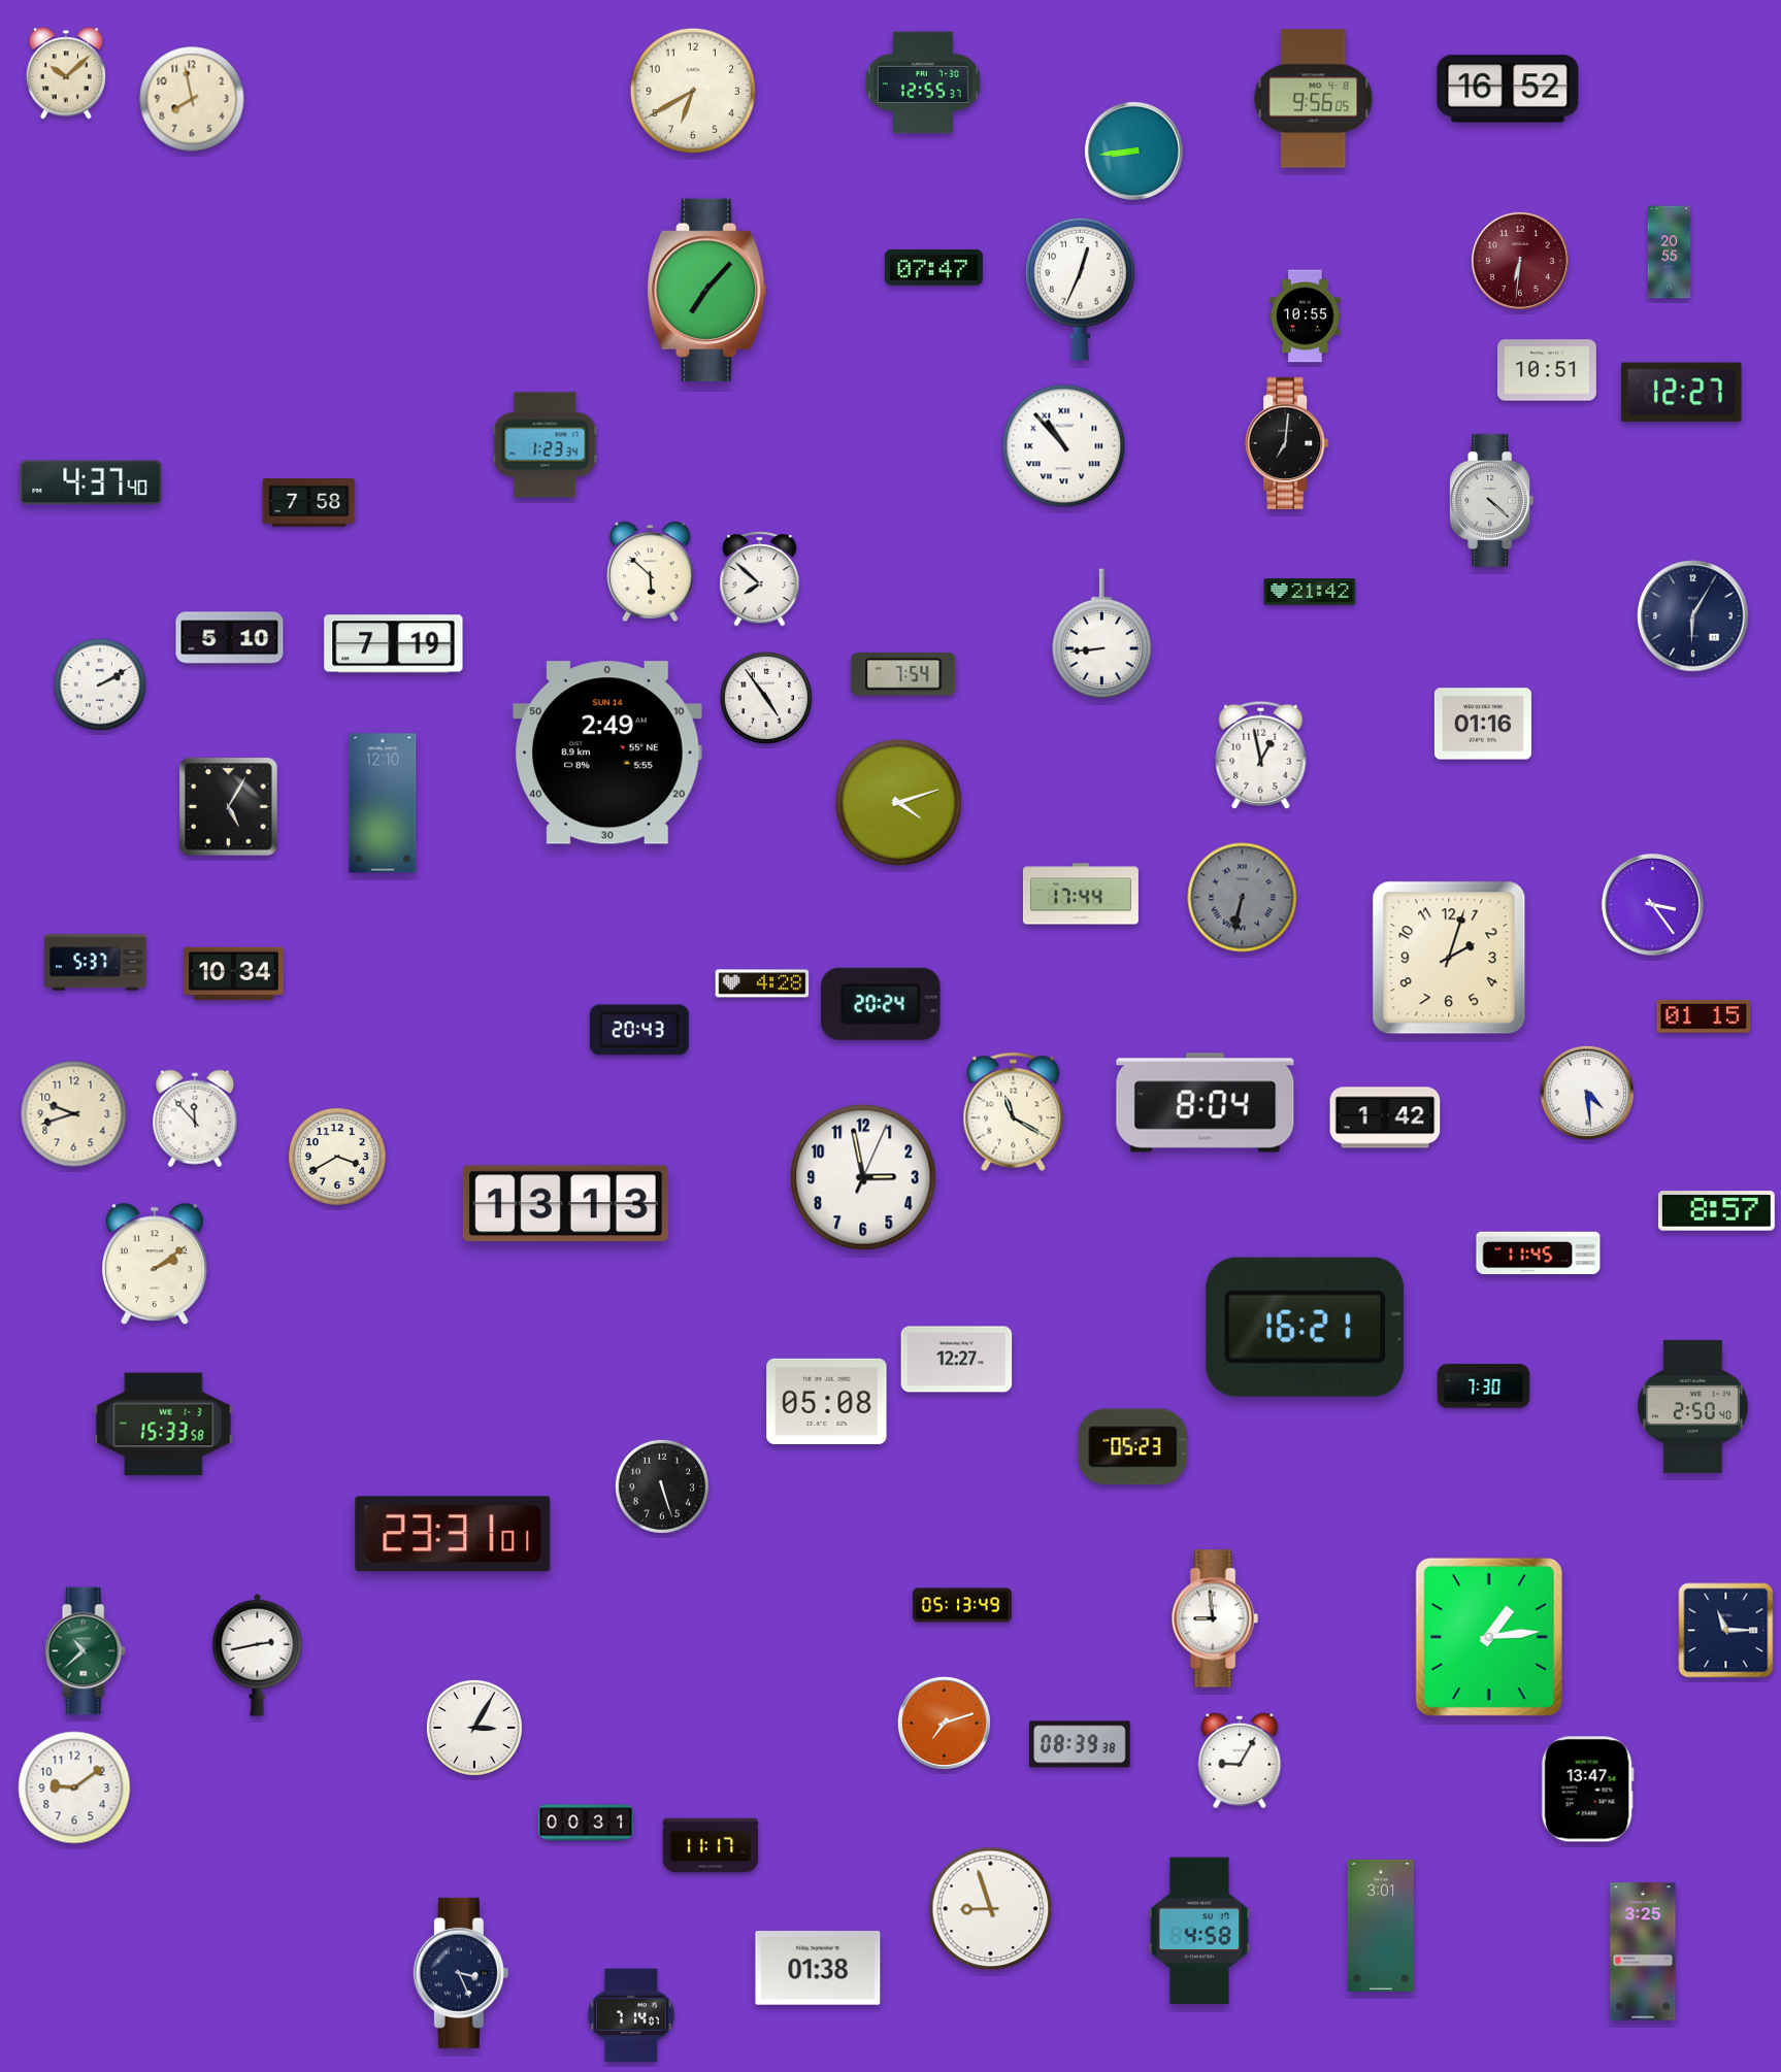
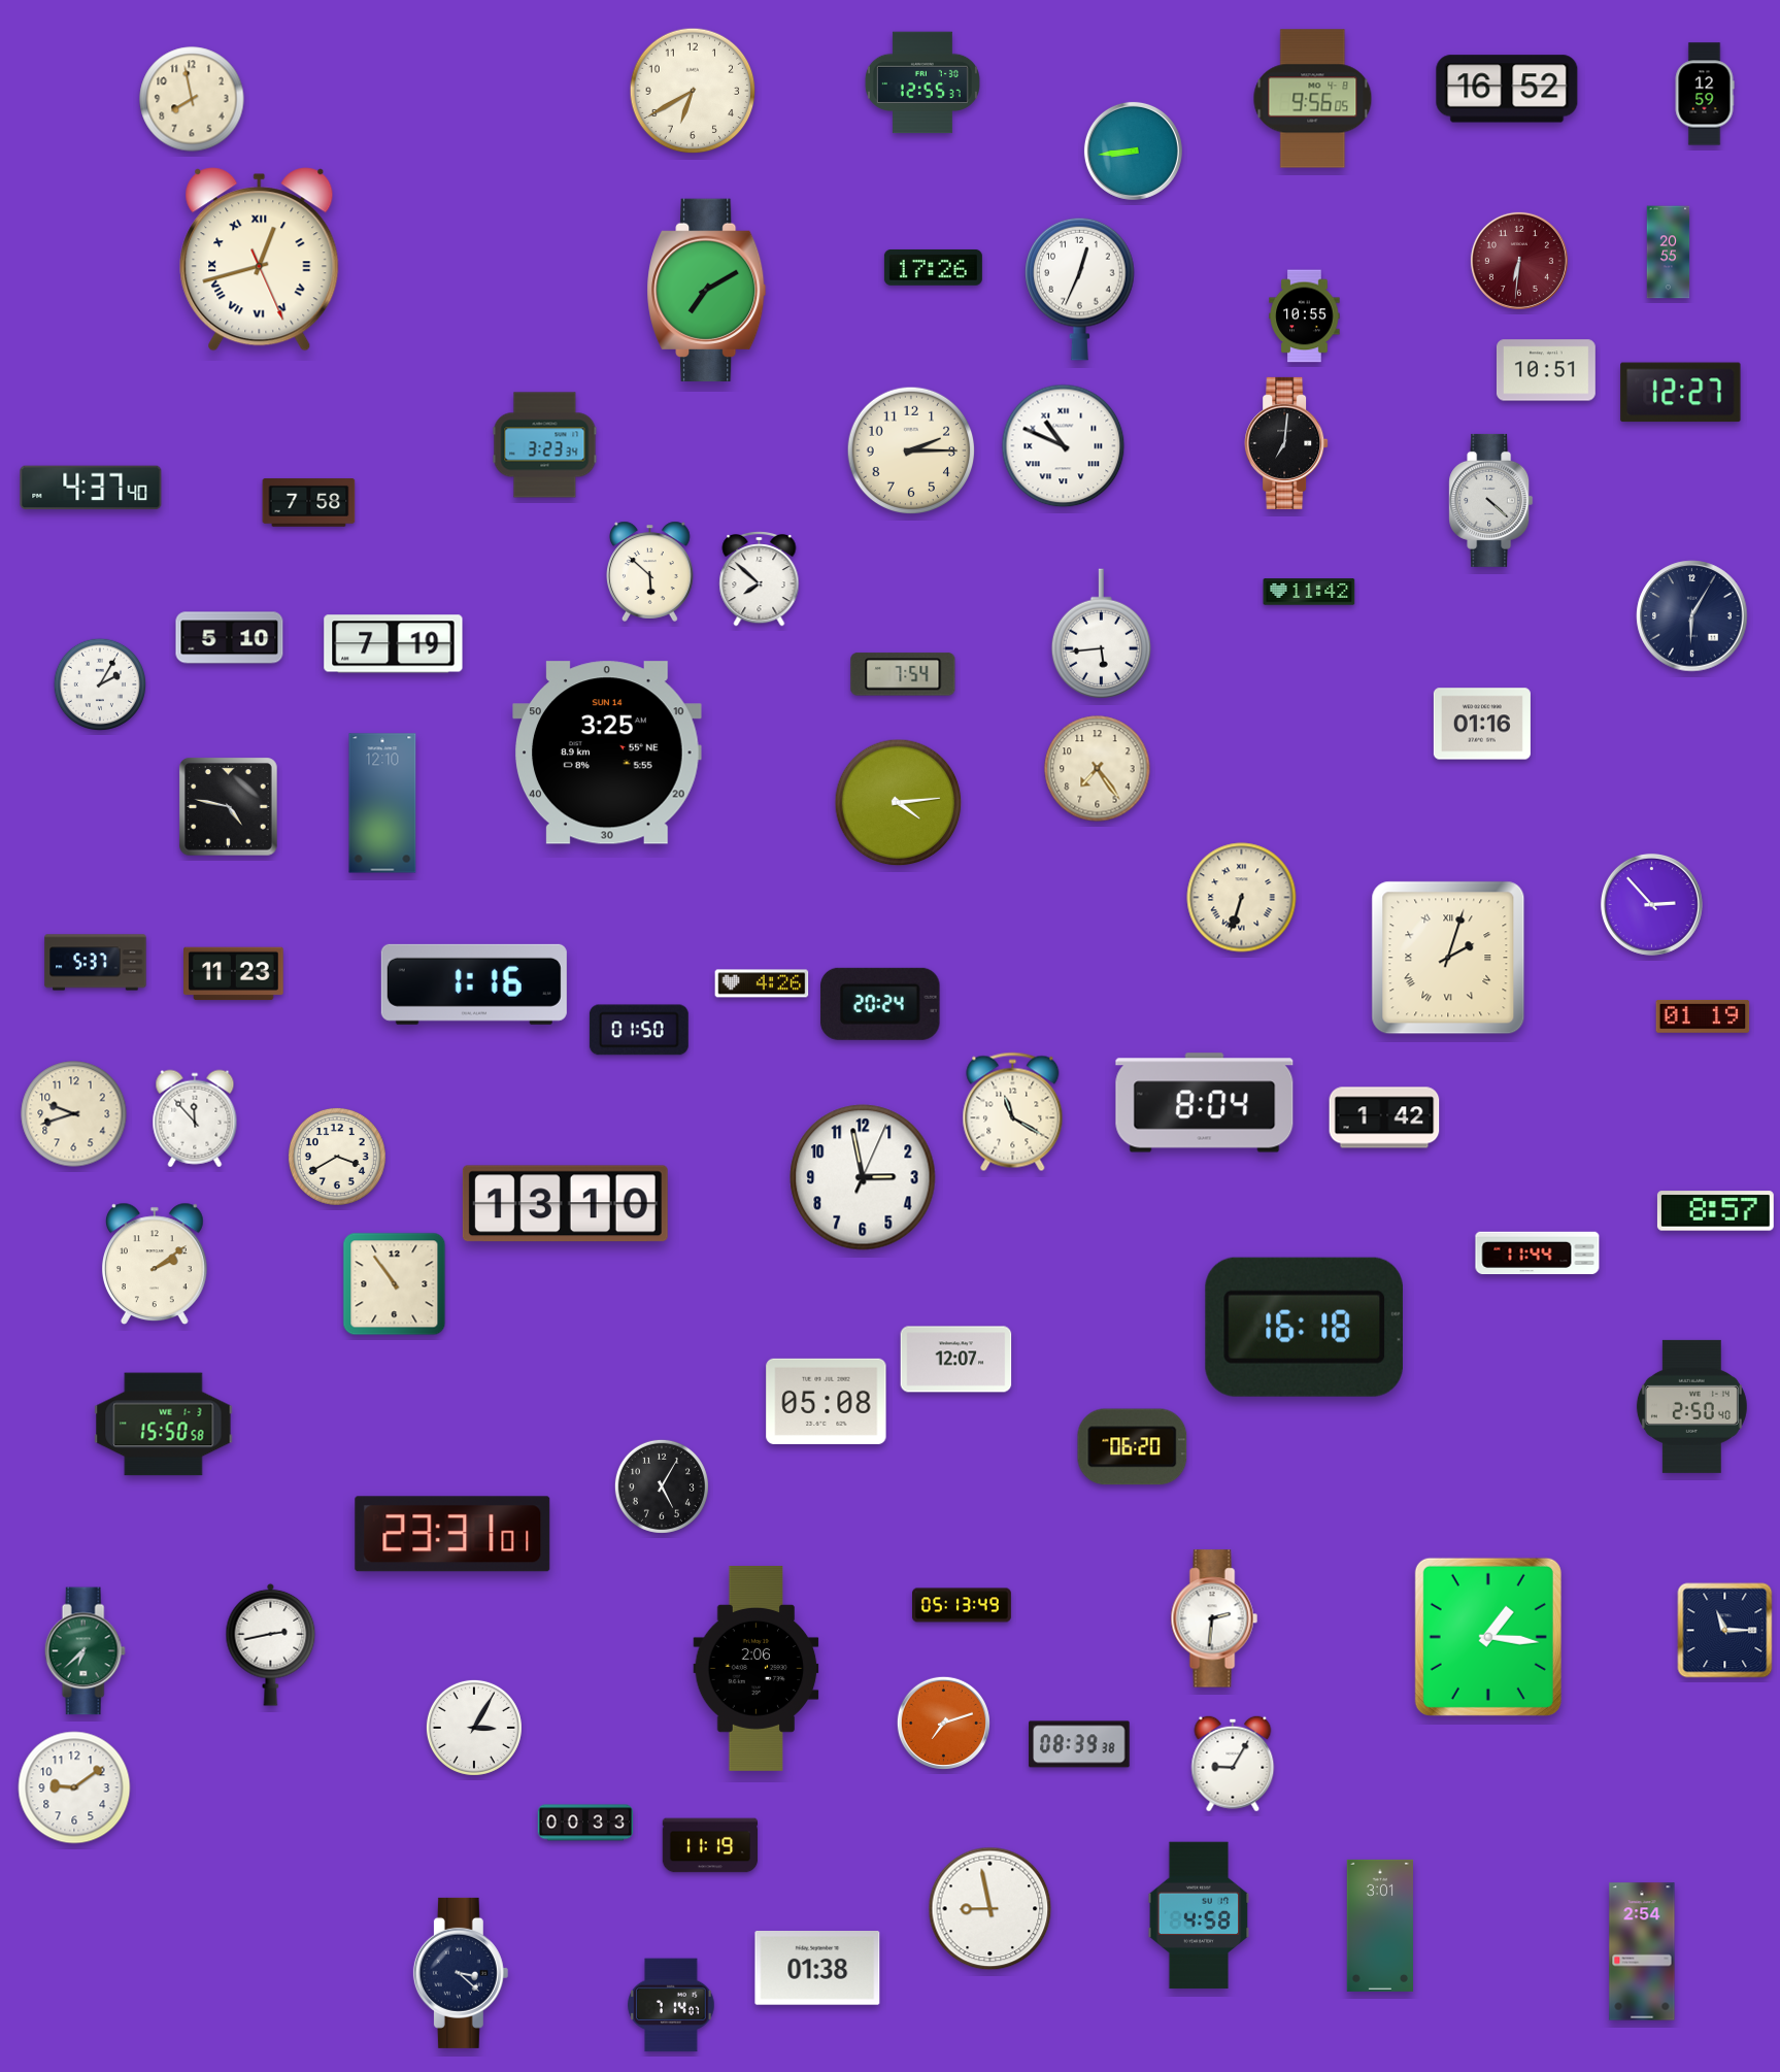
clock at (66, 73): 10:08 -> none
clock at (1705, 94): none -> 12:59
clock at (260, 260): none -> 12:42
clock at (933, 267): 07:47 -> 17:26
clock at (707, 290): 7:07 -> 7:10
clock at (546, 445): 1:23 -> 3:23
clock at (1064, 446): 10:53 -> 10:49
clock at (911, 450): none -> 2:15
clock at (91, 482) position: (91, 482) -> (91, 488)
clock at (1310, 592): 21:42 -> 11:42
clock at (1101, 634): 8:44 -> 5:44
clock at (99, 683): 2:10 -> 2:05
clock at (765, 697): 4:54 -> none
clock at (608, 753): 2:49 -> 3:25
clock at (1261, 755): 12:58 -> none
clock at (1098, 769): none -> 7:24
clock at (899, 803): 4:12 -> 4:14
clock at (229, 807): 5:05 -> 4:47
clock at (1081, 894): 17:44 -> none
clock at (1243, 898): 6:32 -> 6:33
clock at (1243, 898) dial: grey -> cream
clock at (1652, 904): 3:24 -> 2:53
clock at (1449, 958) numerals: Arabic -> Roman
clock at (234, 974): 10:34 -> 11:23
clock at (762, 983): 4:28 -> 4:26
clock at (474, 984): none -> 1:16
clock at (1704, 1016): 01:15 -> 01:19
clock at (639, 1030): 20:43 -> 01:50
clock at (1587, 1093): 4:29 -> none
clock at (565, 1204): 13:13 -> 13:10
clock at (1539, 1254): 11:45 -> 11:44
clock at (395, 1284): none -> 10:54
clock at (1305, 1327): 16:21 -> 16:18
clock at (957, 1360): 12:27 -> 12:07
clock at (1484, 1386): 7:30 -> none
clock at (164, 1425): 15:33 -> 15:50
clock at (1133, 1447): 05:23 -> 06:20
clock at (662, 1486): 5:27 -> 5:05
clock at (1215, 1618): 8:59 -> 2:31
clock at (1489, 1637): 1:14 -> 1:16
clock at (85, 1651): 10:38 -> 6:38
clock at (258, 1655) position: (258, 1655) -> (271, 1644)
clock at (757, 1668): none -> 2:06
clock at (1240, 1761) position: (1240, 1761) -> (1233, 1764)
clock at (1587, 1790): 13:47 -> none
clock at (586, 1823): 00:31 -> 00:33
clock at (711, 1845): 11:17 -> 11:19
clock at (991, 1909): 8:57 -> 8:58
clock at (1199, 1931) position: (1199, 1931) -> (1199, 1915)
clock at (1643, 1951): 3:25 -> 2:54
clock at (461, 1973): 3:26 -> 3:22
clock at (631, 2015) position: (631, 2015) -> (671, 2005)
